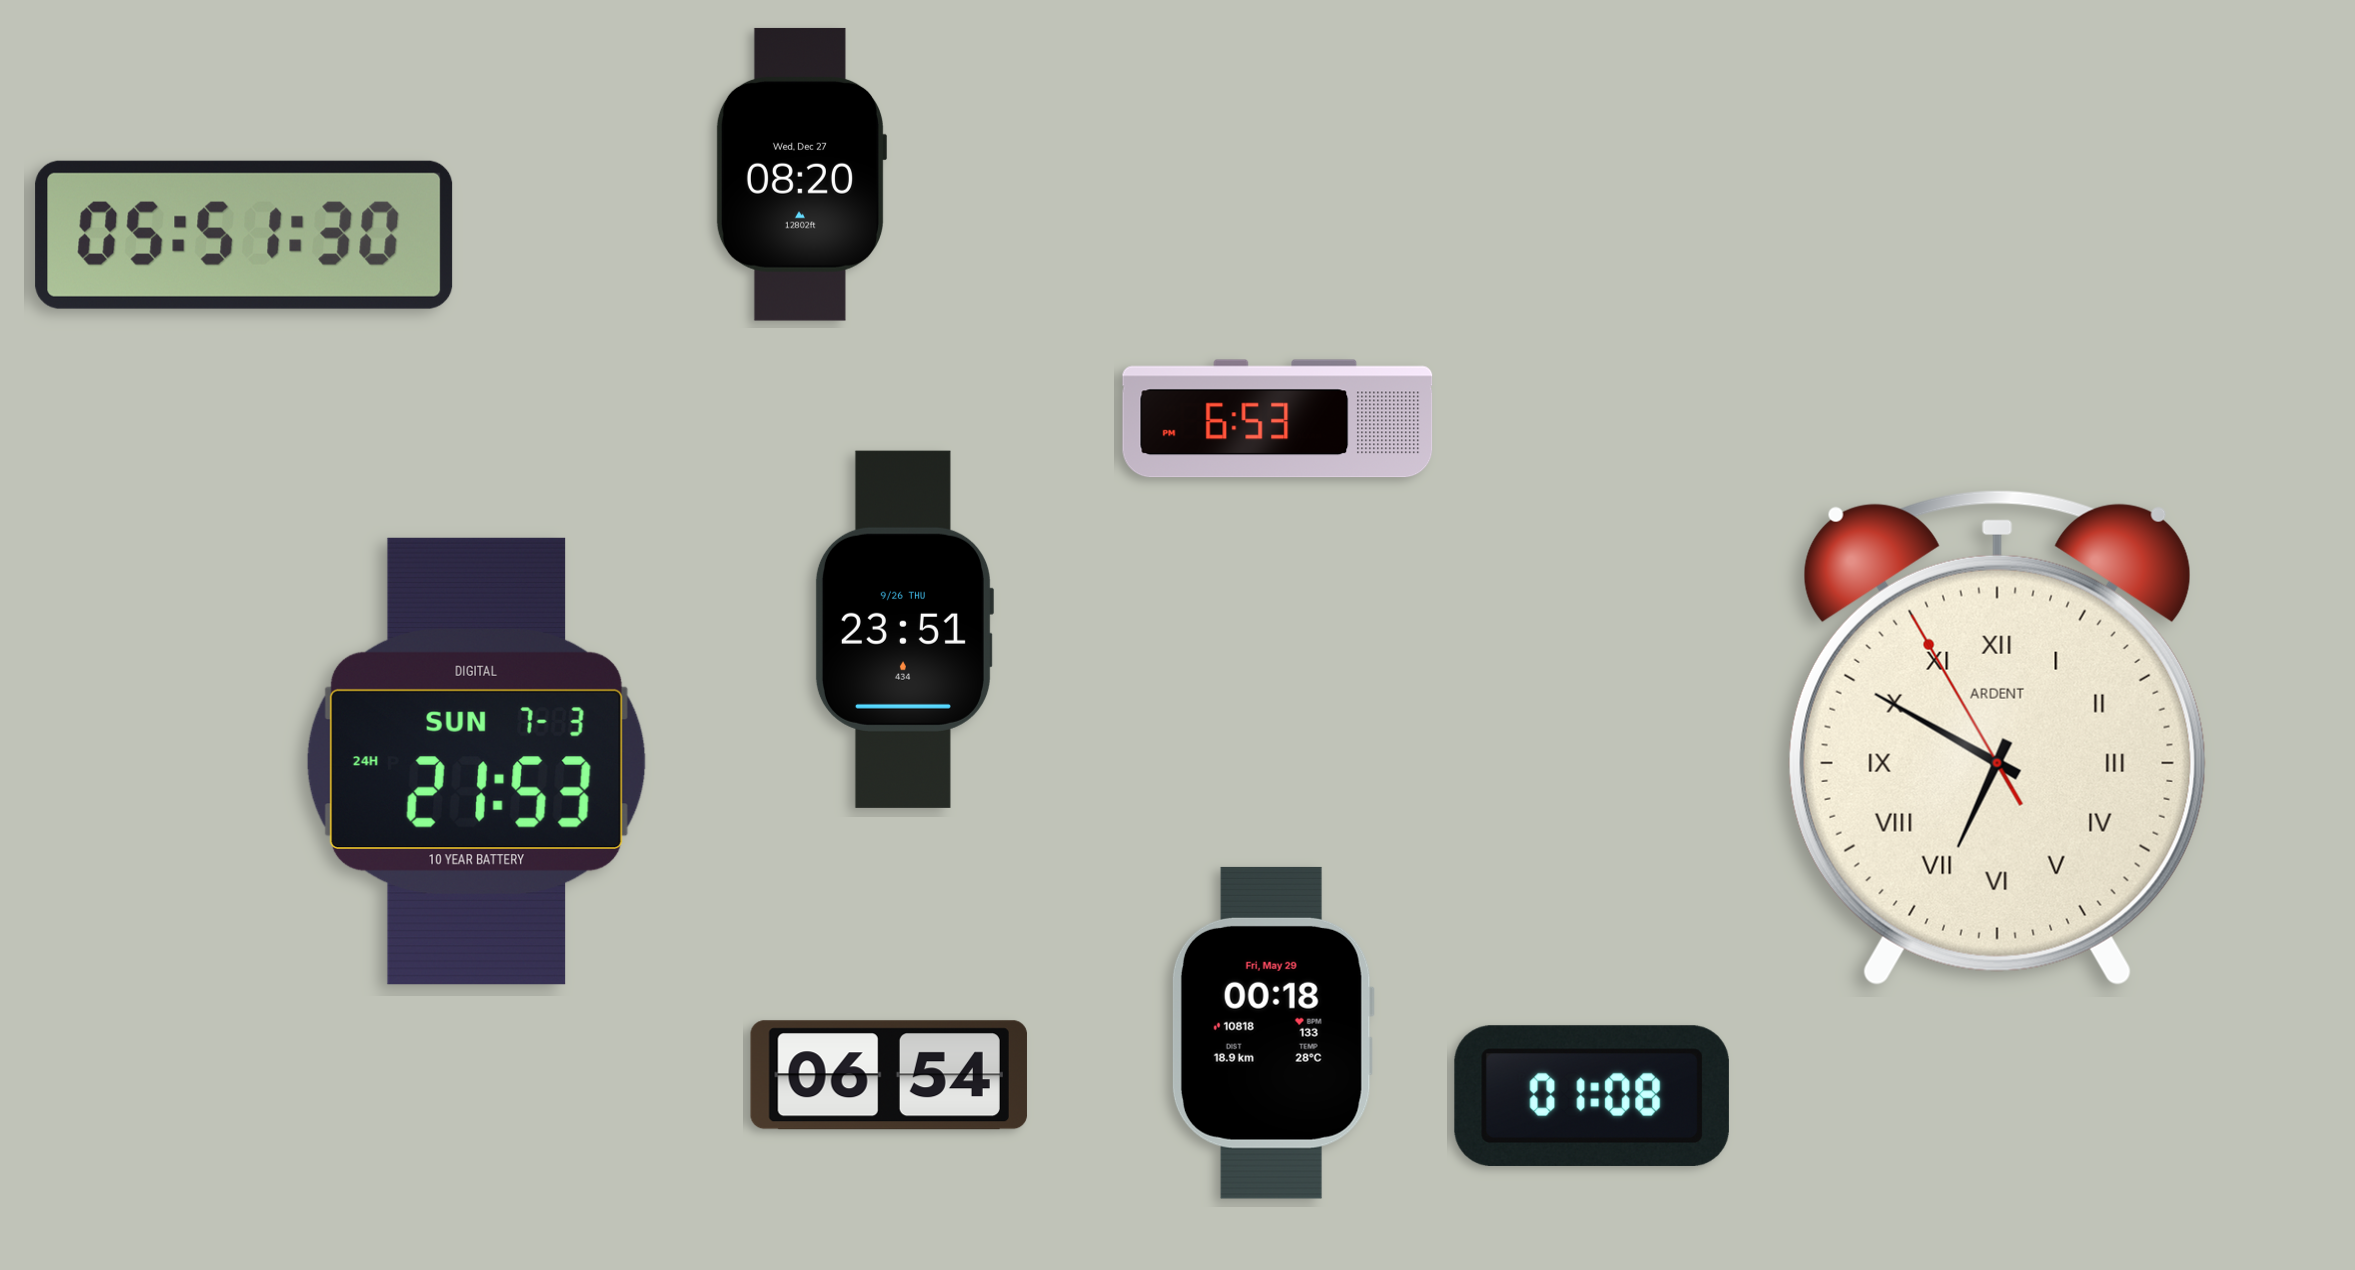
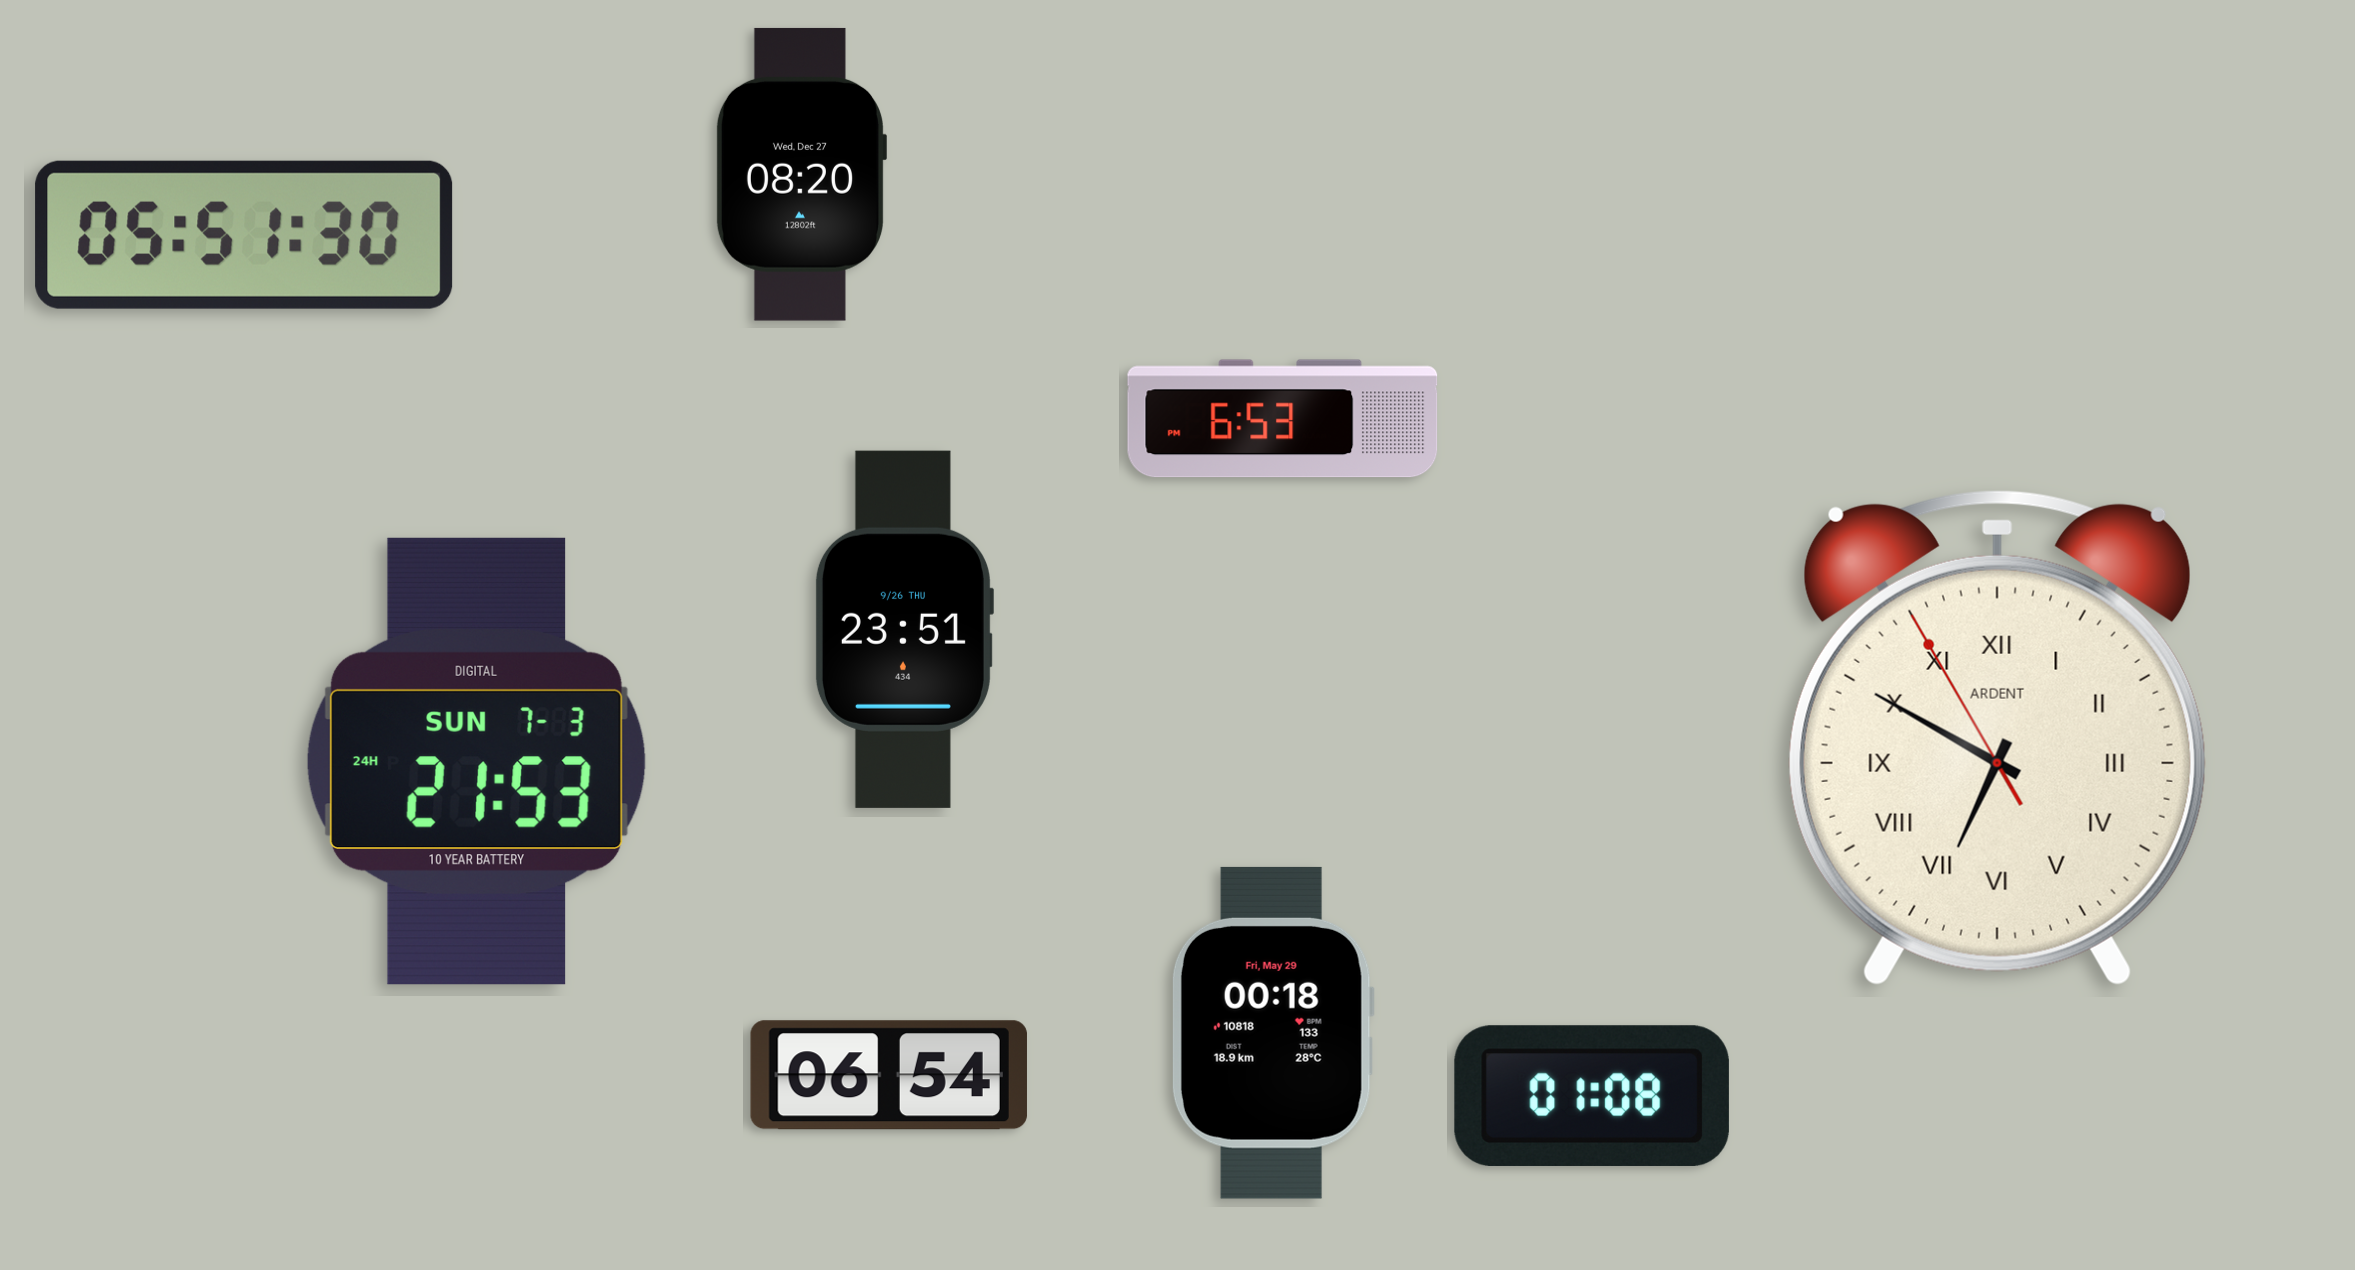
clock at (1278, 419) position: (1278, 419) -> (1283, 419)
